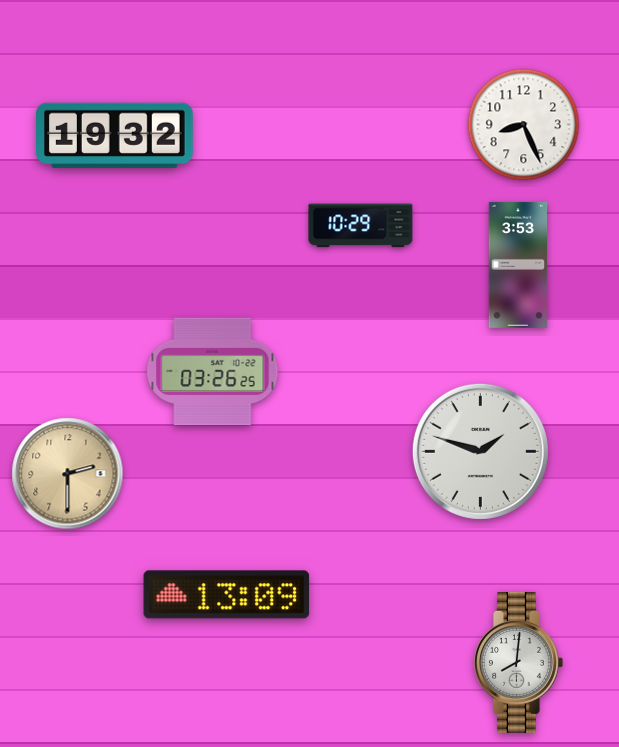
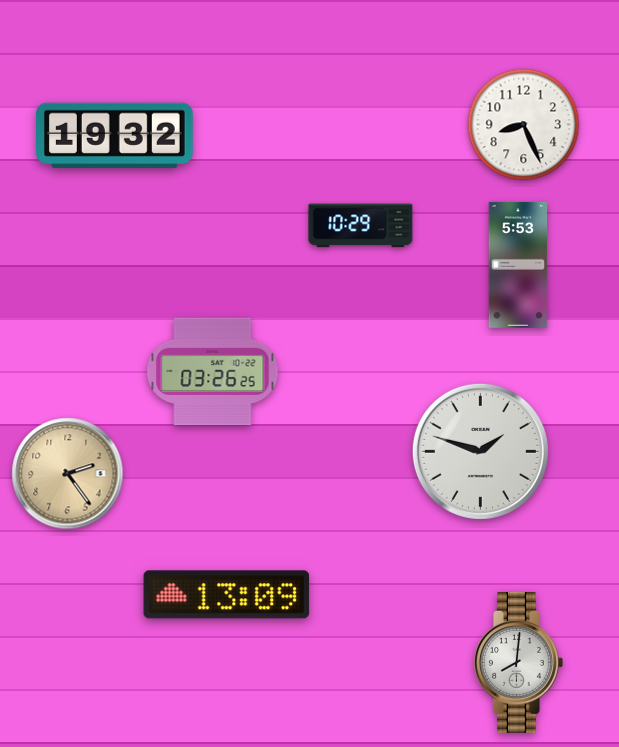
clock at (518, 265): 3:53 -> 5:53
clock at (68, 474): 2:30 -> 2:24
